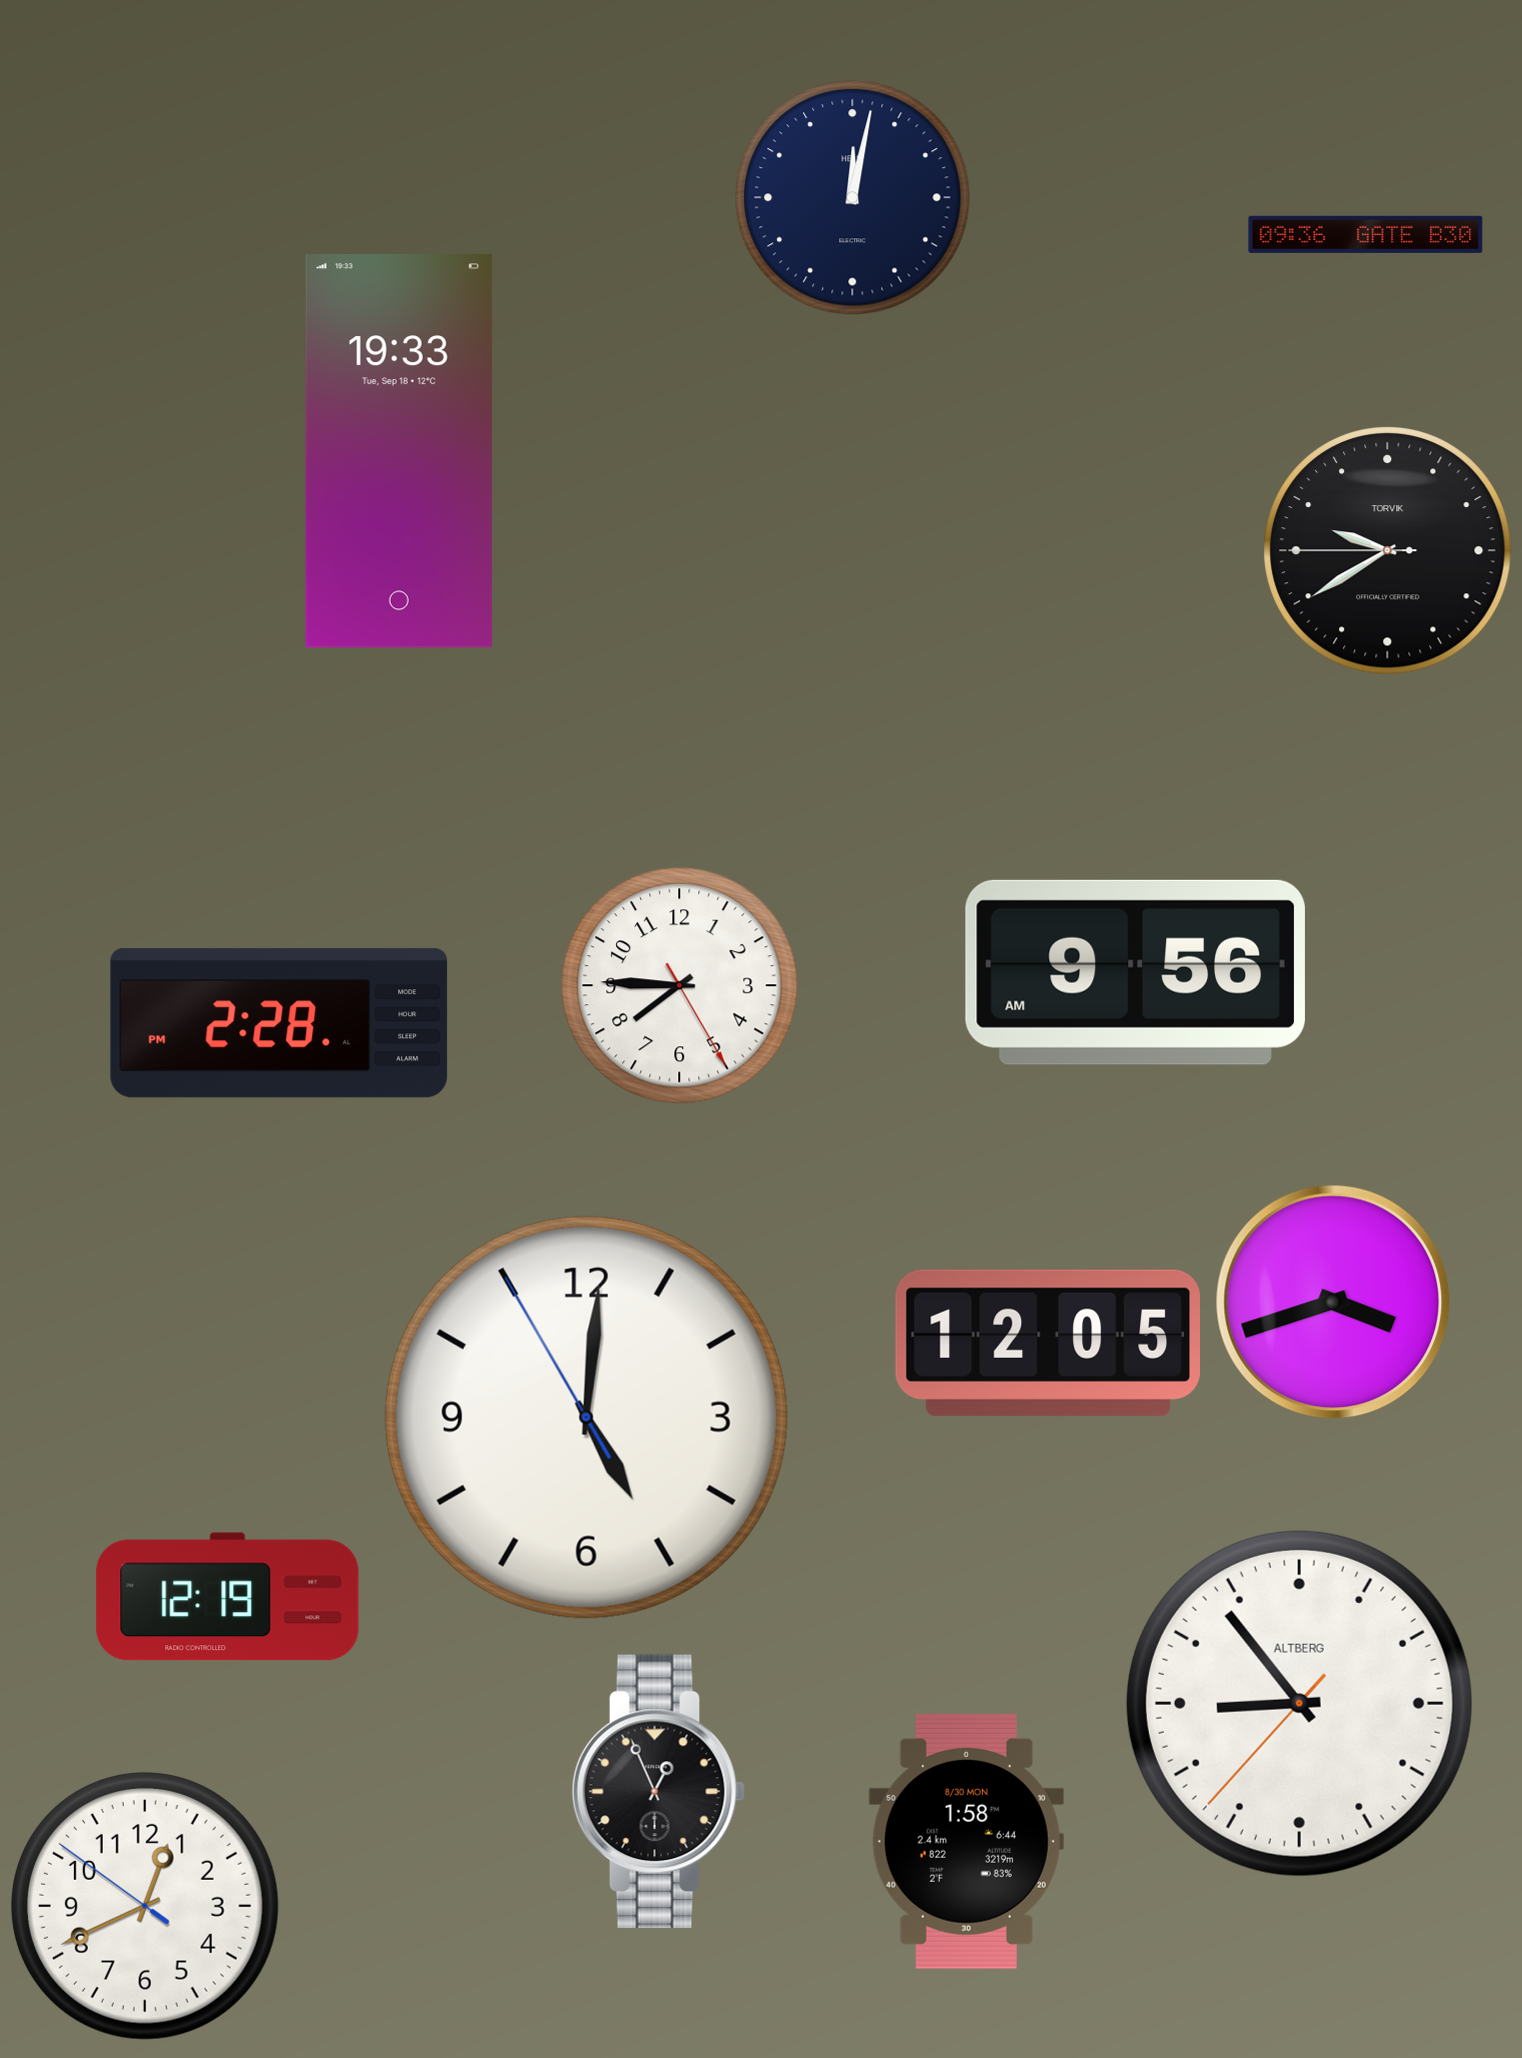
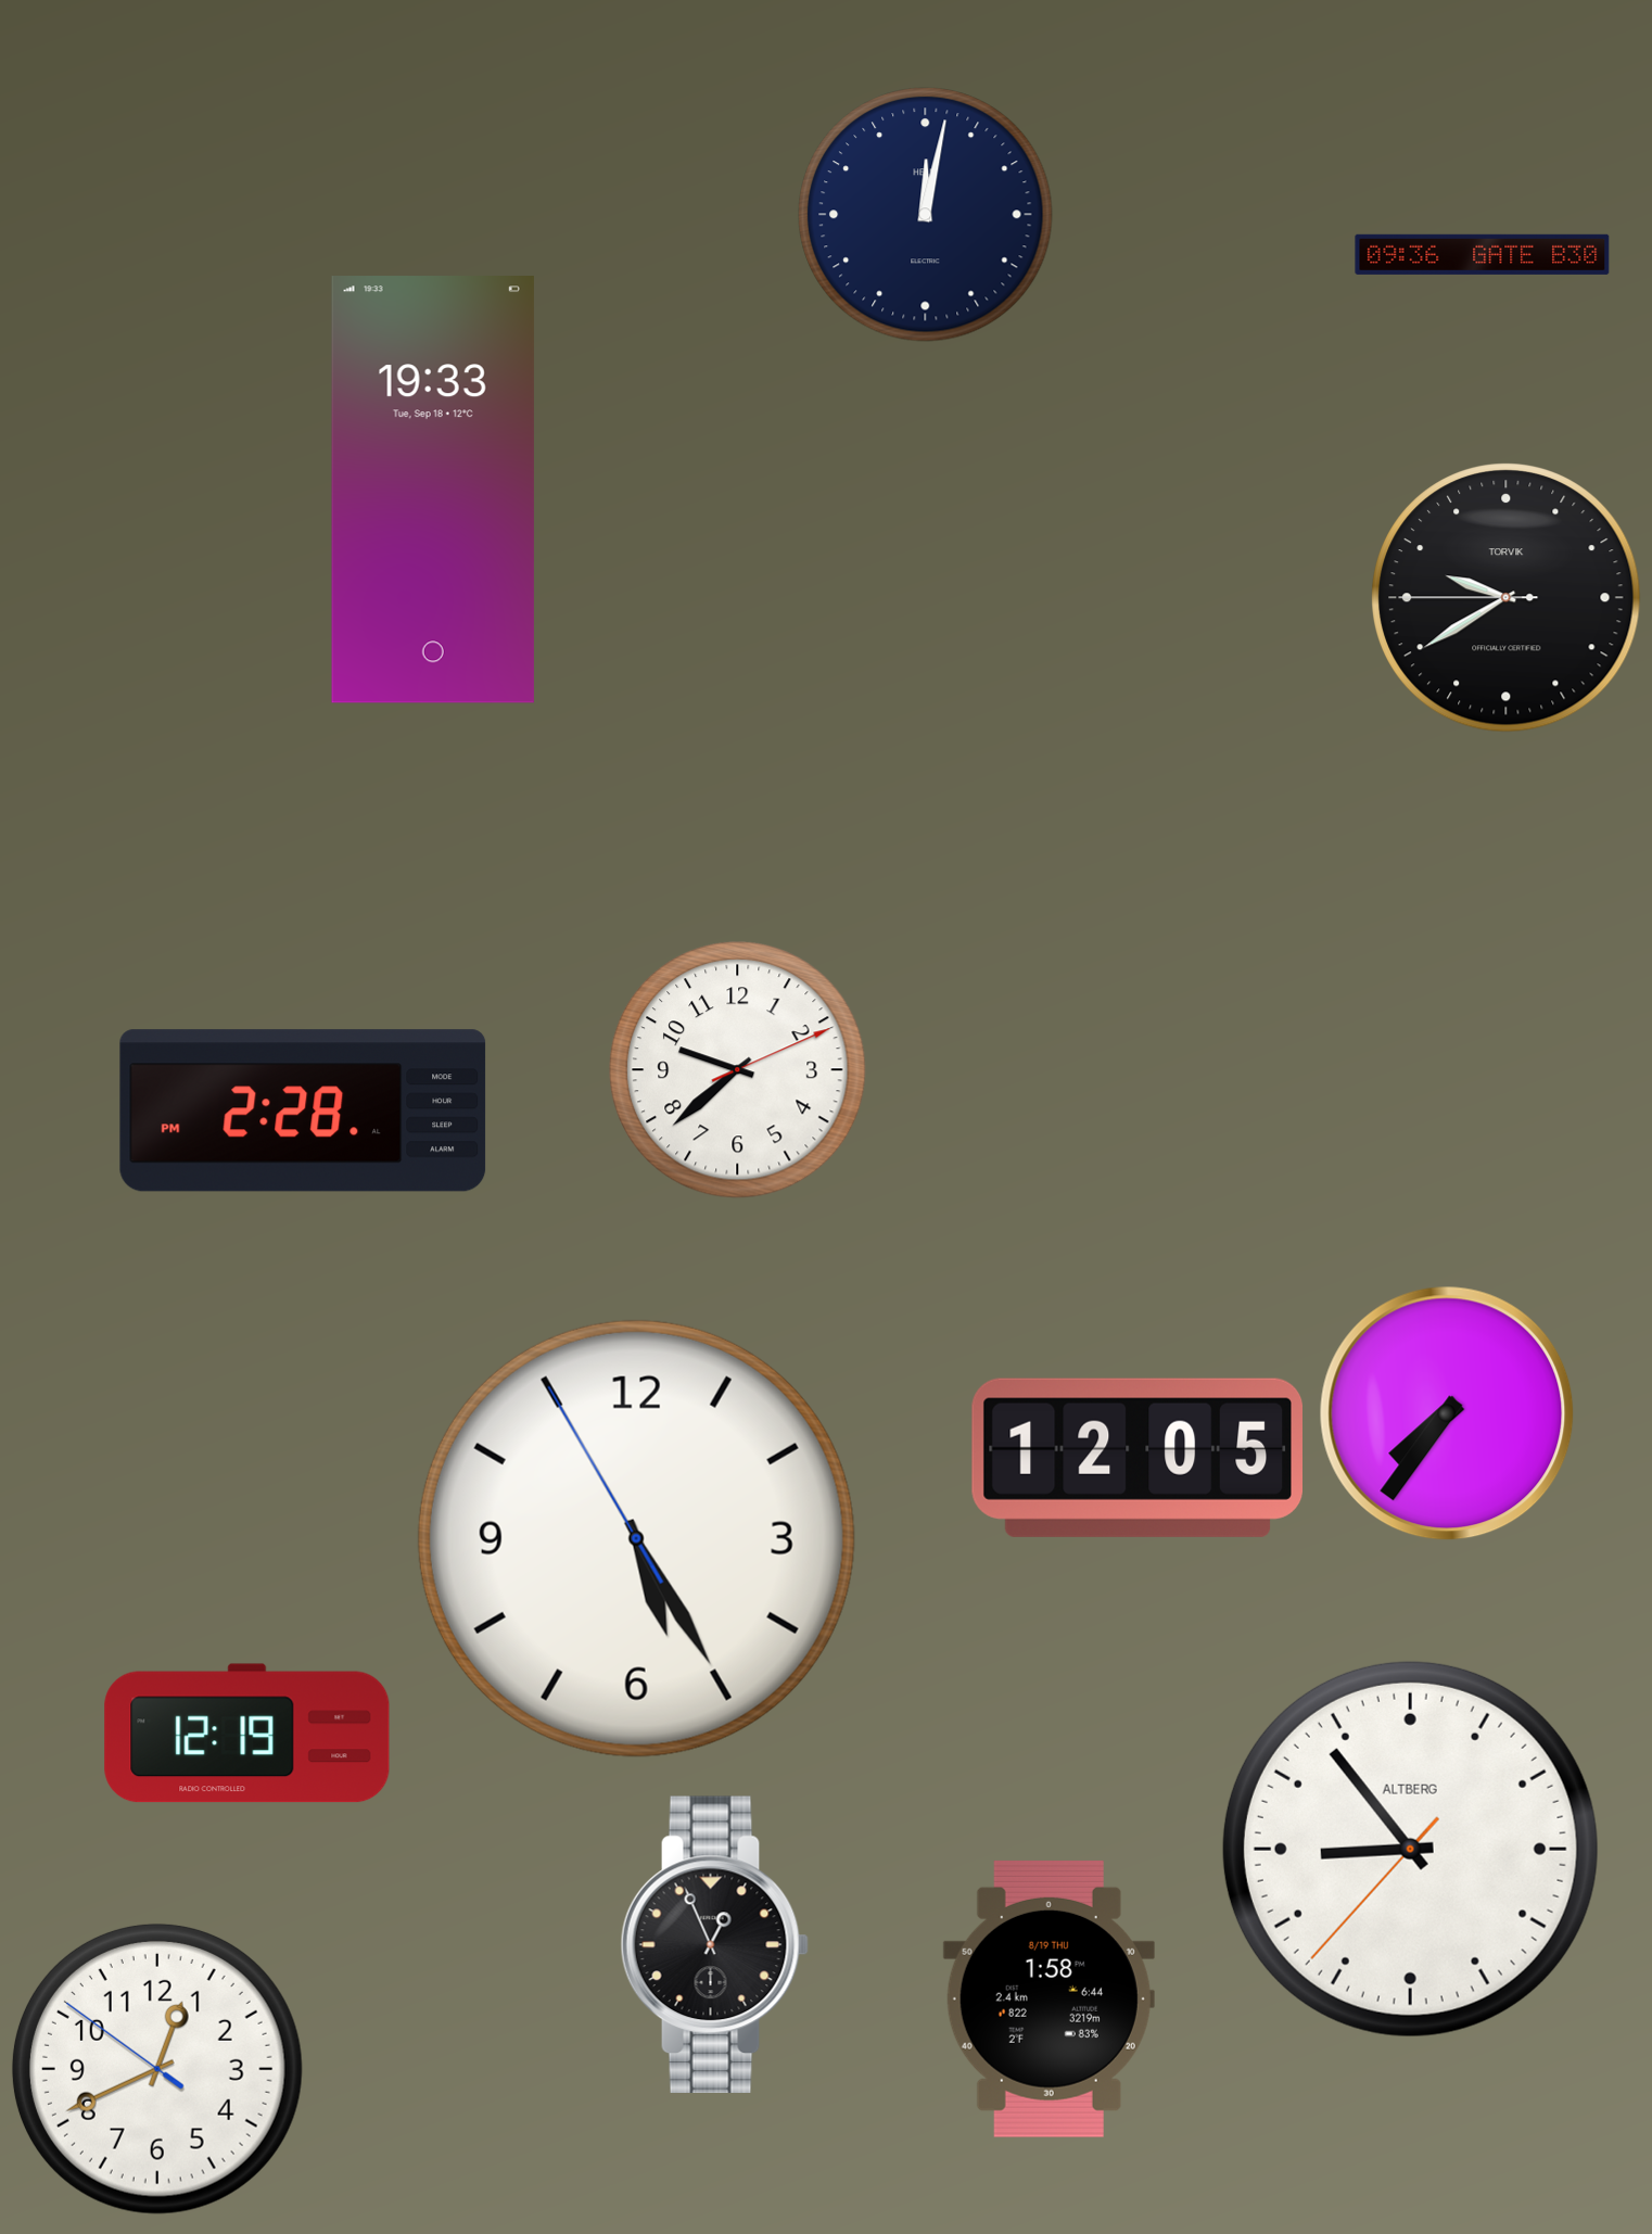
clock at (1135, 972): 9:56 -> none
clock at (680, 986): 7:45 -> 9:38
clock at (1333, 1302): 3:42 -> 7:36
clock at (586, 1417): 5:00 -> 5:24
clock at (966, 1841) date: 8/30 MON -> 8/19 THU
